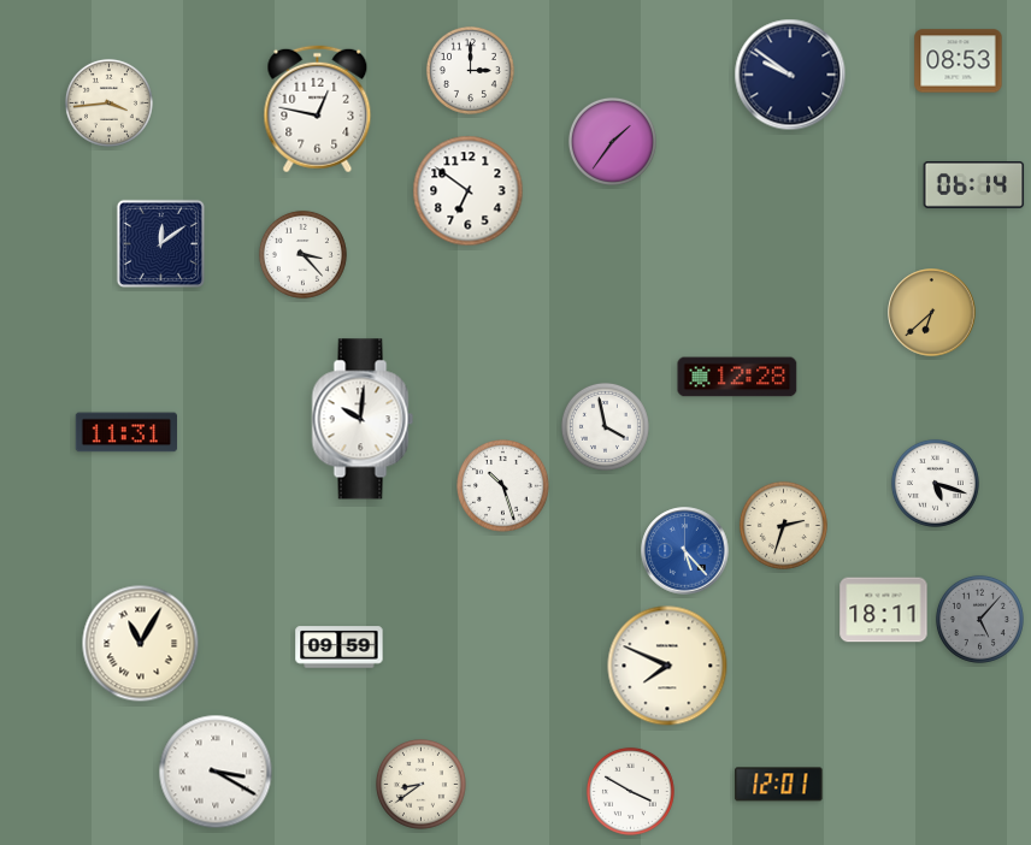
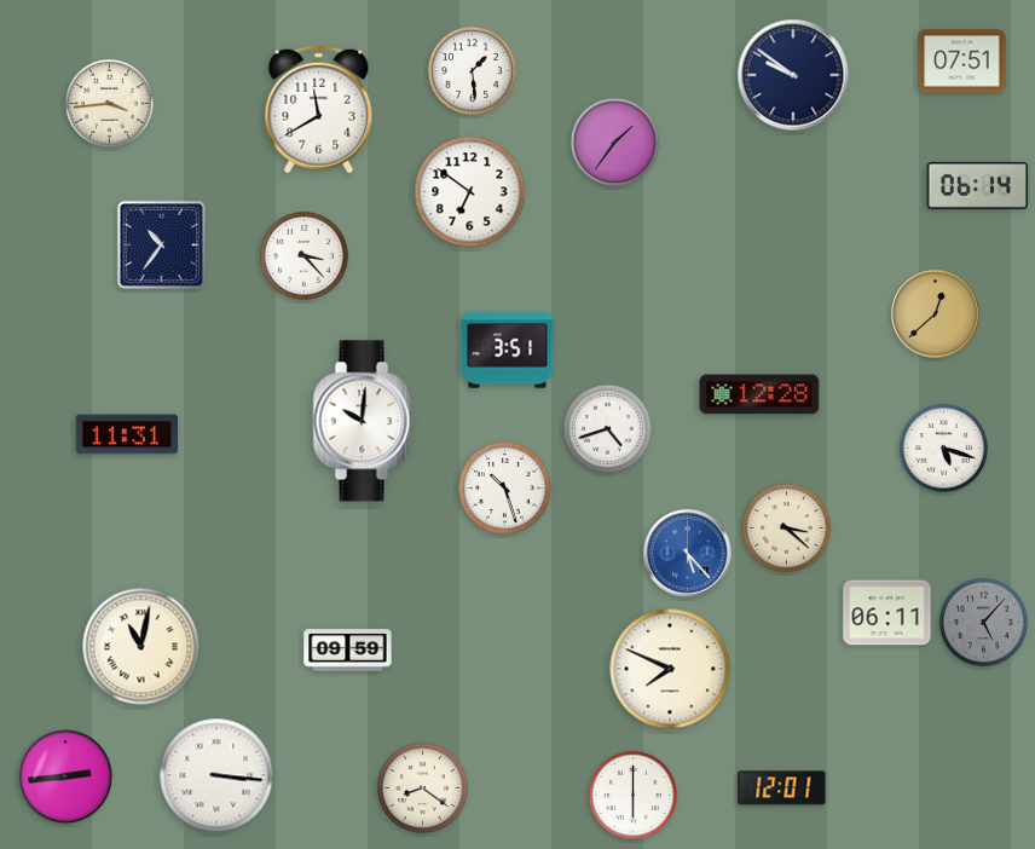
clock at (959, 61): 08:53 -> 07:51
clock at (470, 70): 3:00 -> 1:29
clock at (318, 110): 12:47 -> 11:40
clock at (160, 243): 12:09 -> 10:36
clock at (932, 313): 6:38 -> 12:38
clock at (508, 351): none -> 3:51
clock at (737, 377) position: (737, 377) -> (759, 394)
clock at (605, 426): 3:58 -> 4:42
clock at (935, 483) position: (935, 483) -> (943, 447)
clock at (783, 525): 2:33 -> 3:22
clock at (884, 610): 18:11 -> 06:11
clock at (141, 644): 11:05 -> 11:02
clock at (340, 648) position: (340, 648) -> (348, 651)
clock at (216, 772): 3:20 -> 3:16
clock at (65, 776): none -> 2:44
clock at (420, 784): 8:39 -> 8:21
clock at (630, 791): 3:50 -> 6:00
